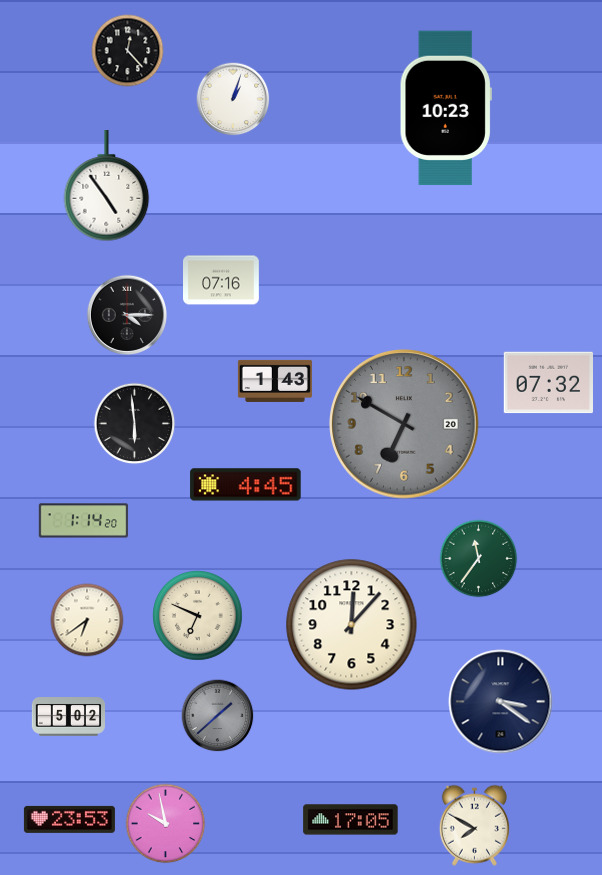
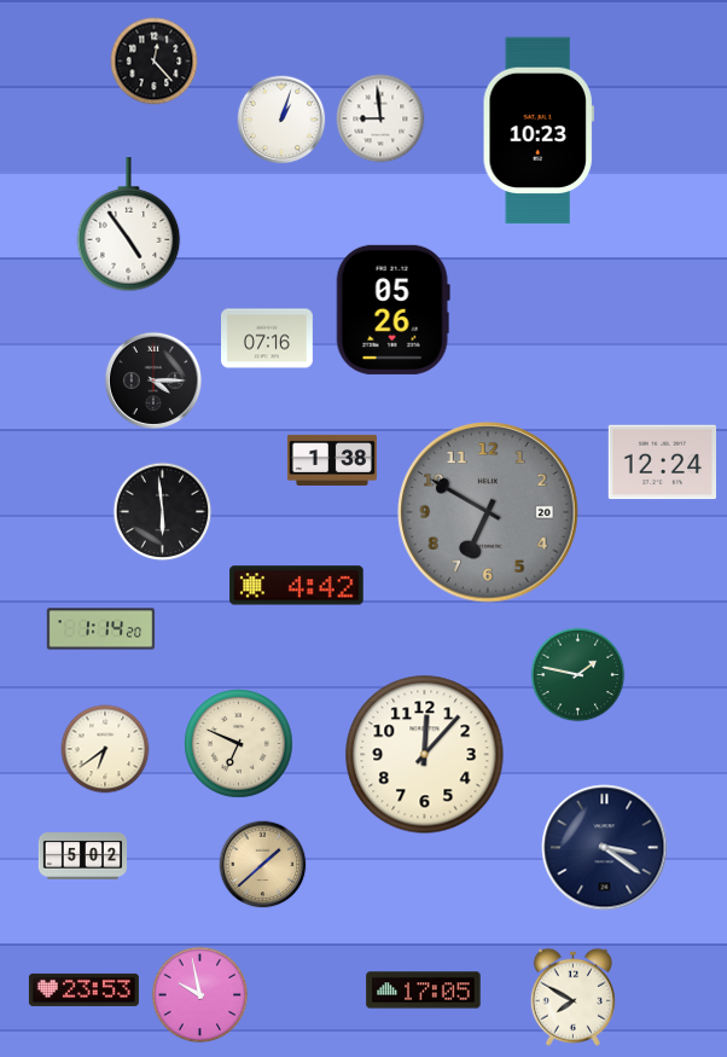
clock at (380, 118): none -> 8:59
clock at (392, 309): none -> 05:26
clock at (275, 381): 1:43 -> 1:38
clock at (548, 383): 07:32 -> 12:24
clock at (246, 485): 4:45 -> 4:42
clock at (479, 559): 11:36 -> 1:47
clock at (218, 716) dial: grey -> champagne
clock at (68, 717) position: (68, 717) -> (82, 856)
